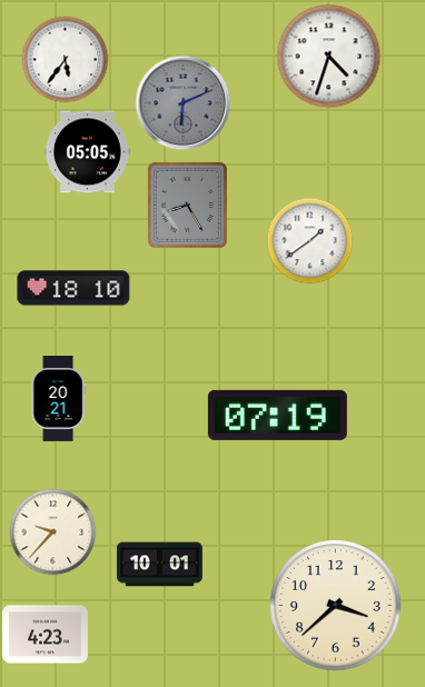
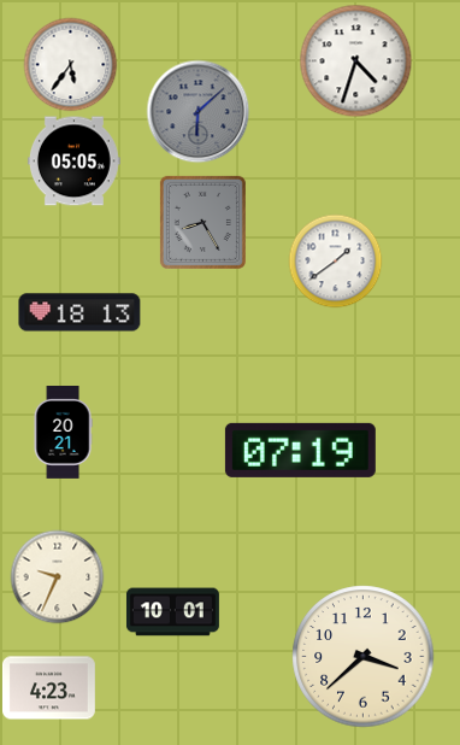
clock at (182, 102): 6:11 -> 6:08
clock at (87, 152) position: (87, 152) -> (73, 162)
clock at (73, 288): 18:10 -> 18:13
clock at (52, 531): 9:37 -> 9:34
